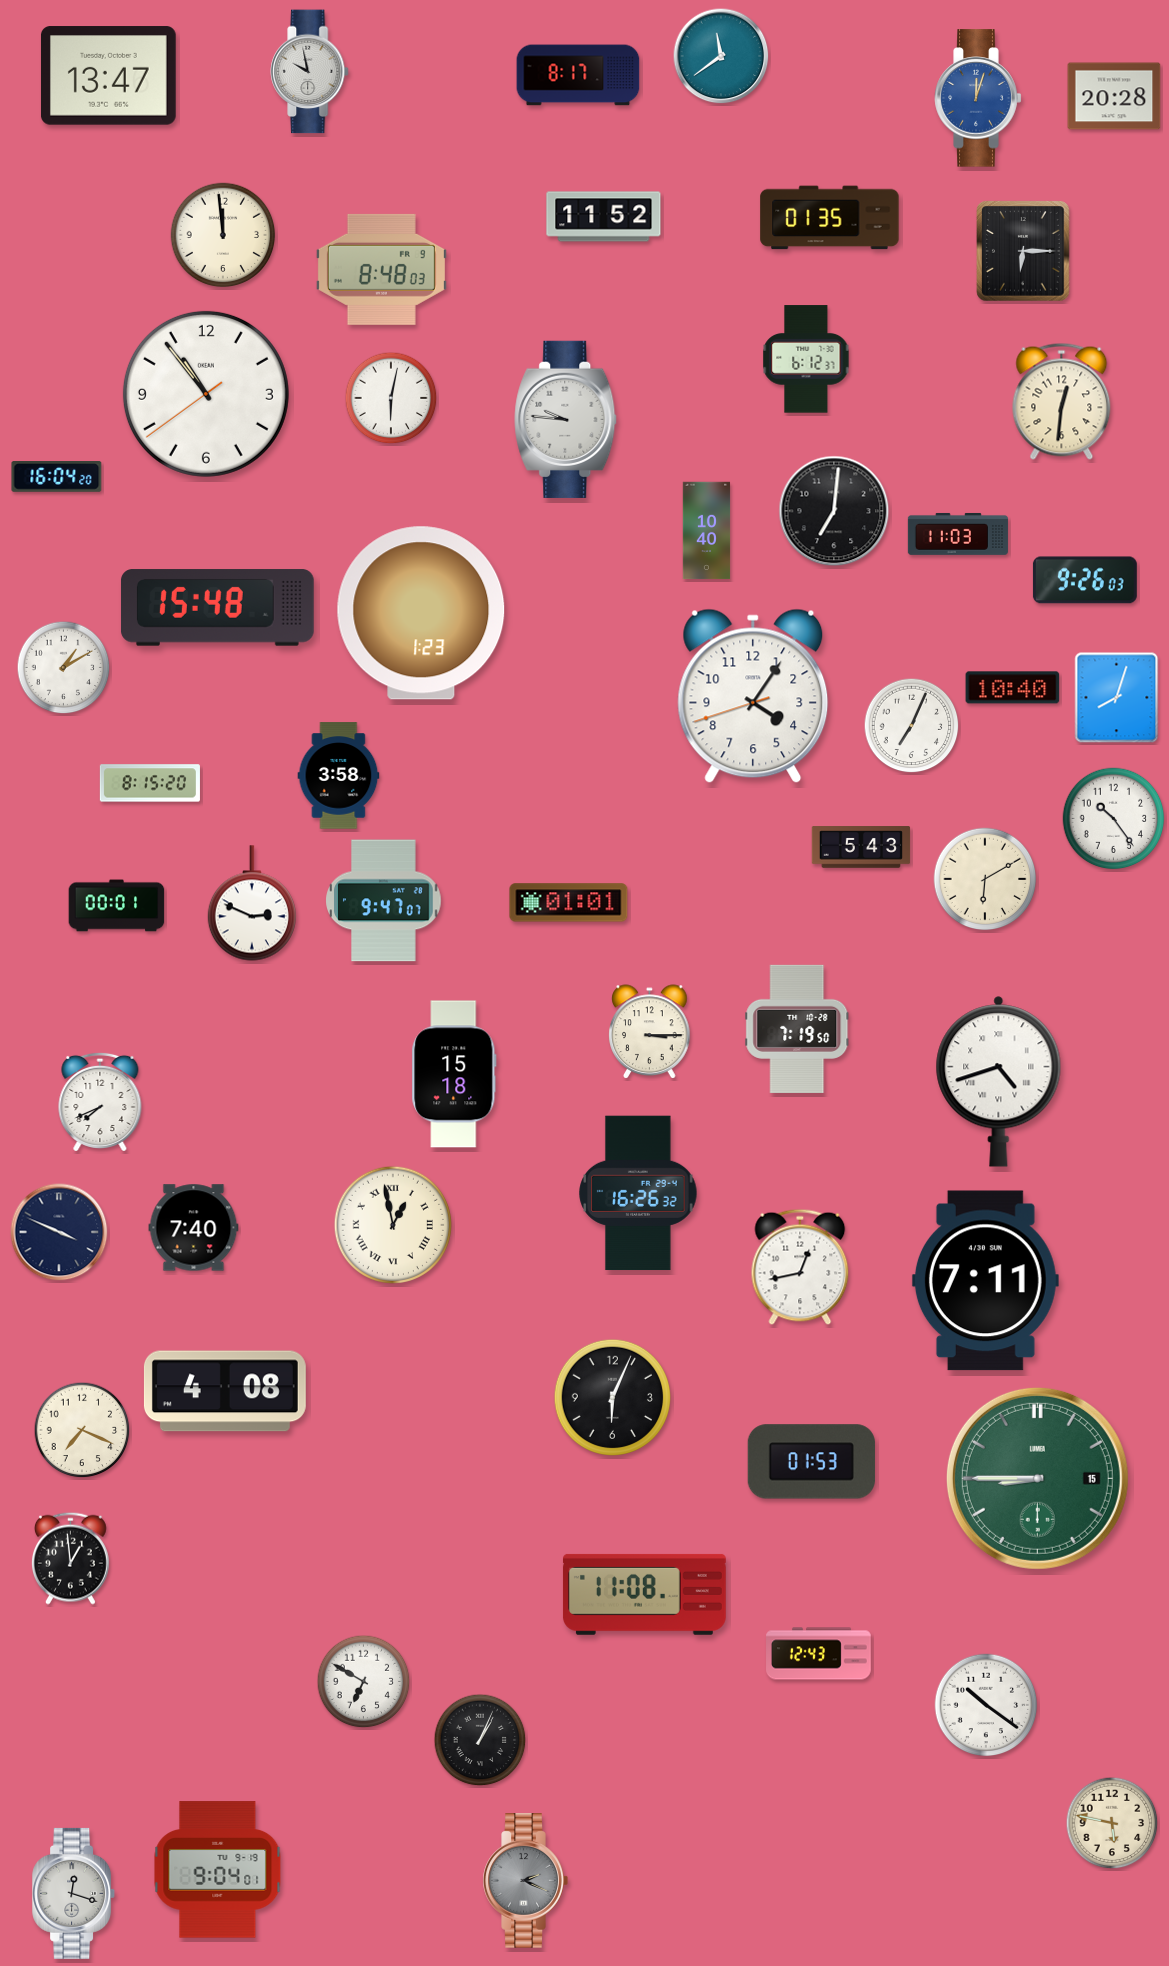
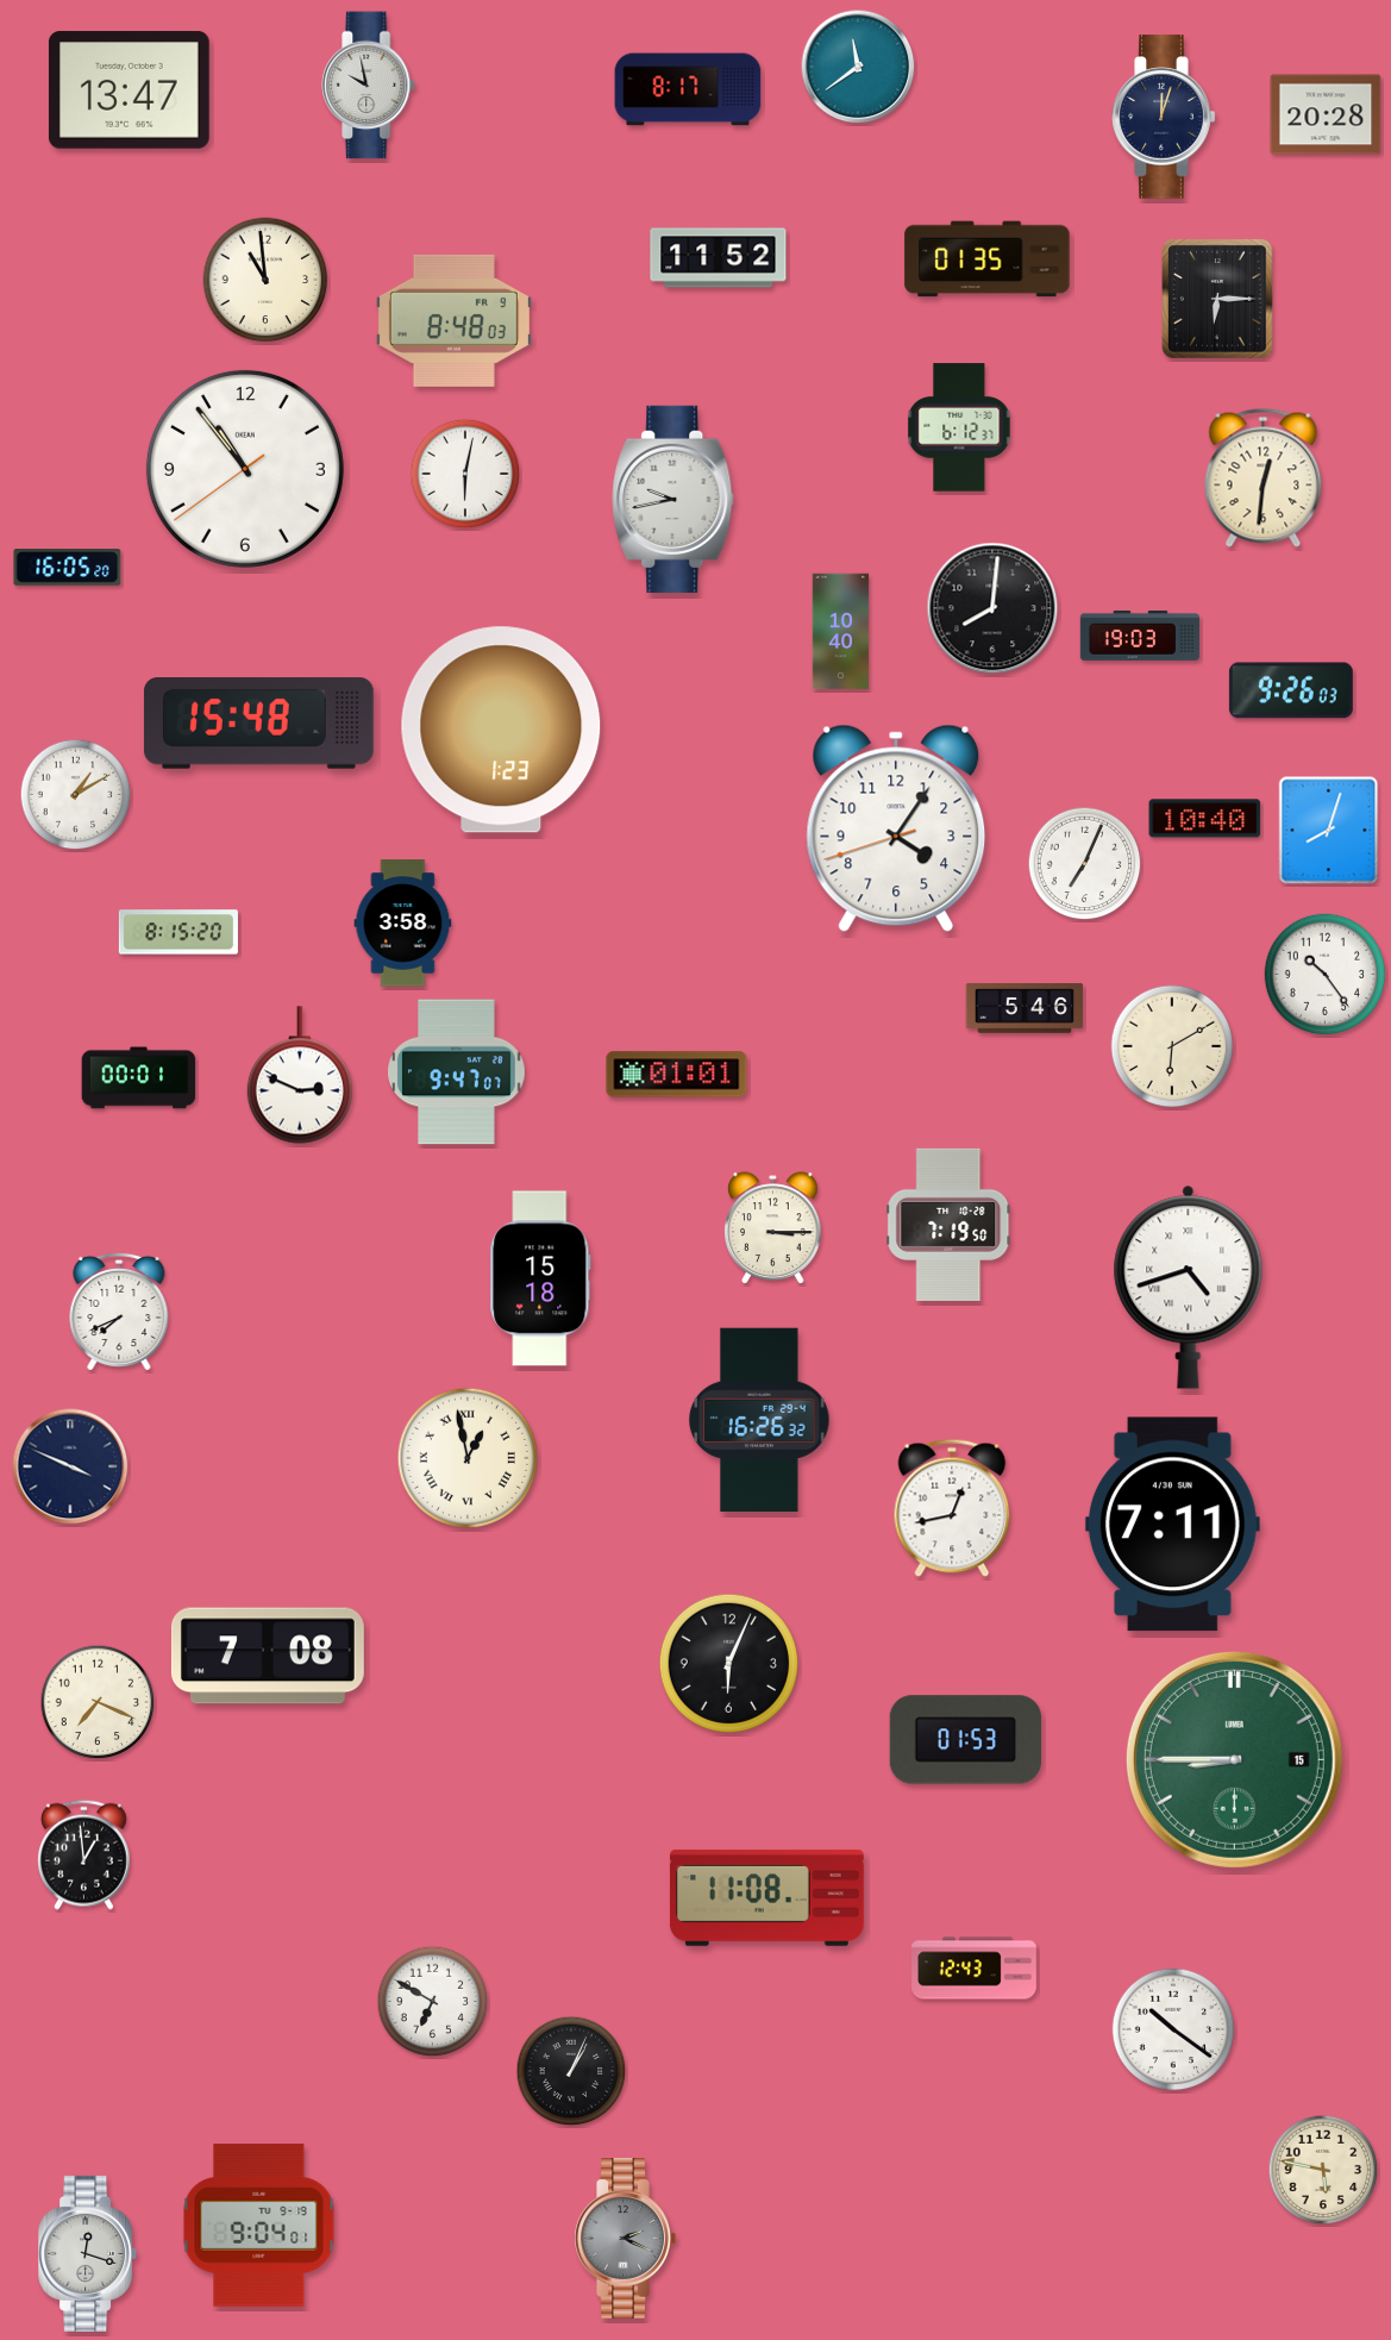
clock at (978, 98) dial: blue -> navy
clock at (223, 235): 11:59 -> 10:59
clock at (566, 419): 9:46 -> 9:43
clock at (57, 477): 16:04 -> 16:05
clock at (834, 511): 7:01 -> 8:01
clock at (958, 534): 11:03 -> 19:03
clock at (861, 847): 5:43 -> 5:46
clock at (194, 1228): 7:40 -> none
clock at (225, 1391): 4:08 -> 7:08
